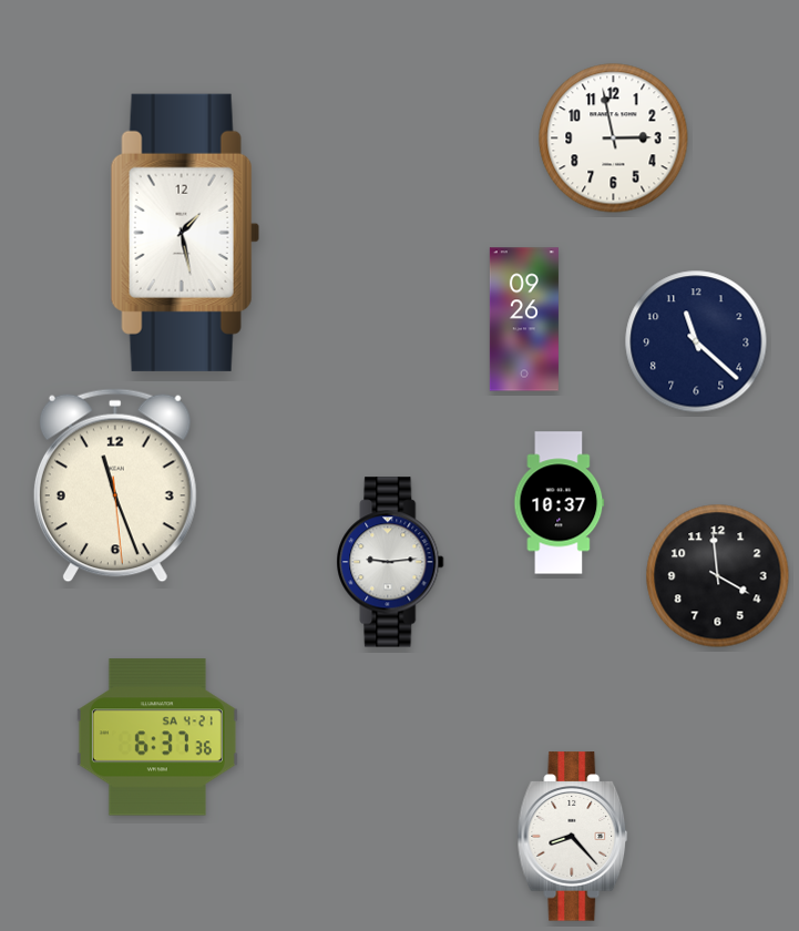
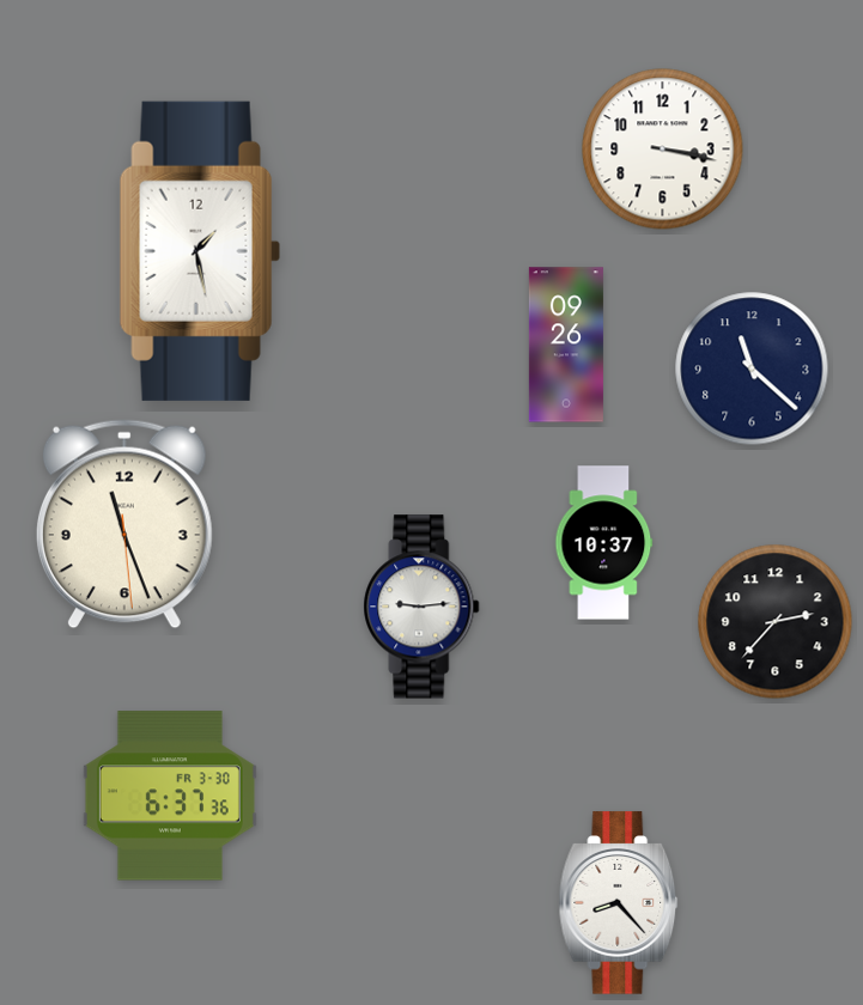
clock at (614, 139): 2:58 -> 3:17
clock at (718, 576): 3:59 -> 2:37
clock at (157, 737) date: SA 4-21 -> FR 3-30
